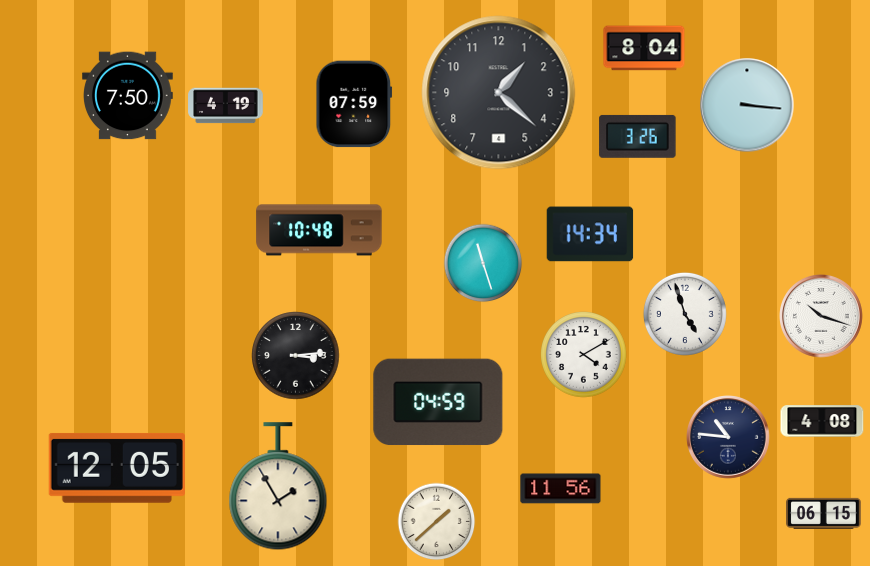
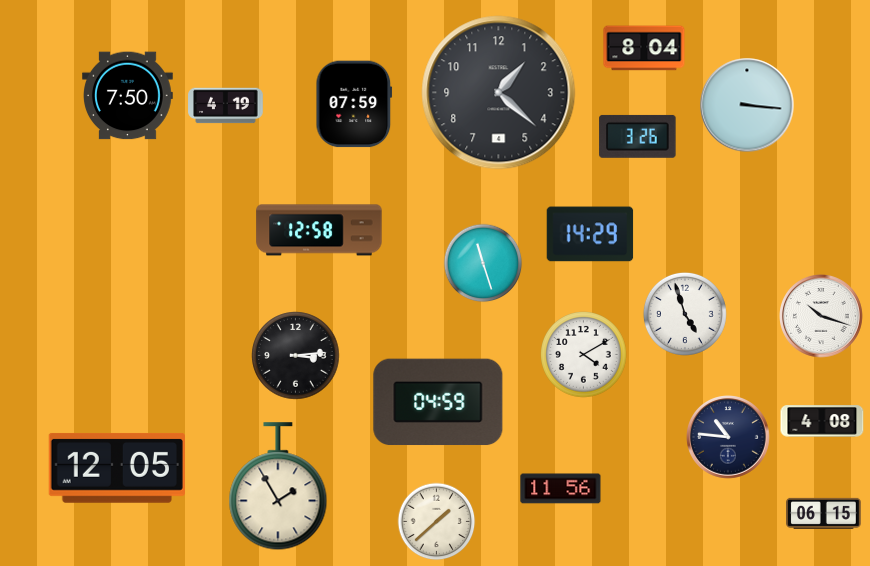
clock at (319, 230): 10:48 -> 12:58
clock at (590, 234): 14:34 -> 14:29
